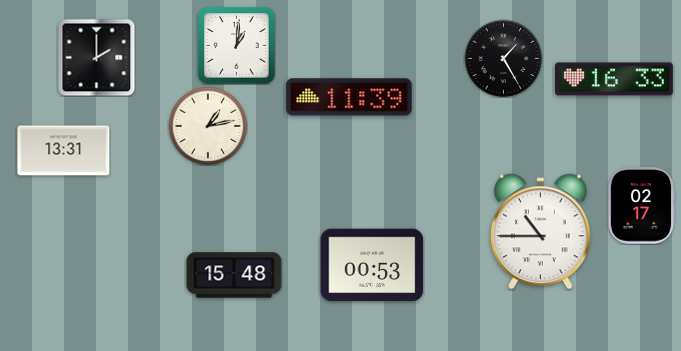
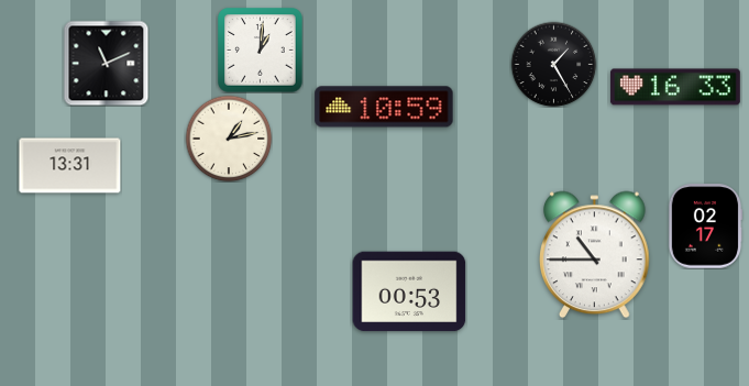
clock at (96, 57): 2:00 -> 11:11
clock at (349, 97): 11:39 -> 10:59
clock at (234, 275): 15:48 -> none
